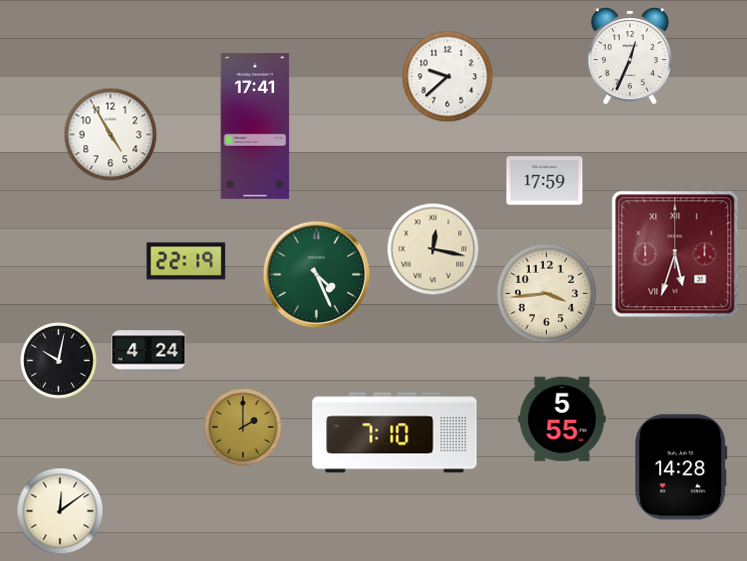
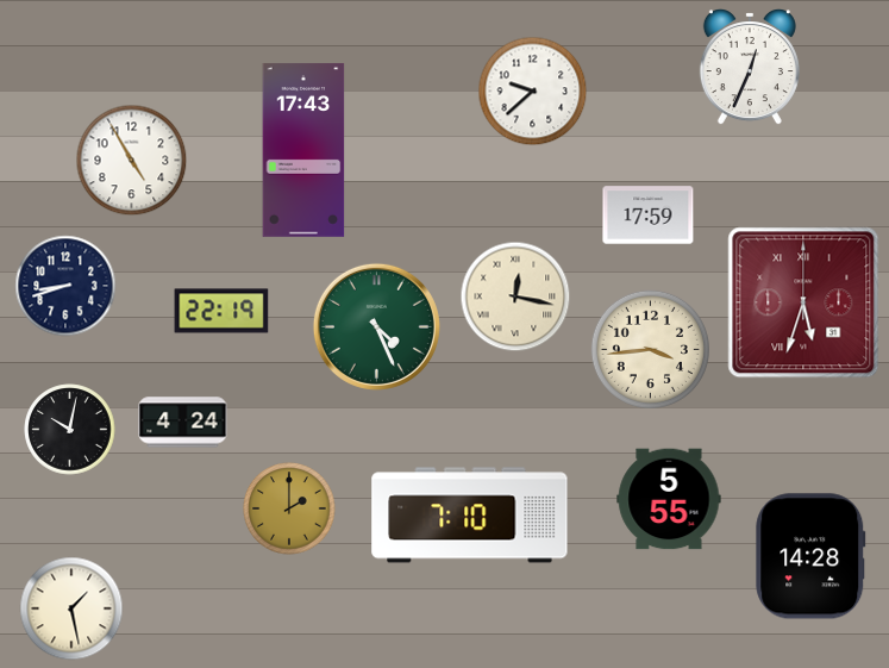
clock at (255, 126): 17:41 -> 17:43
clock at (65, 286): none -> 8:42
clock at (149, 352) position: (149, 352) -> (183, 423)
clock at (60, 511): 12:09 -> 1:28
